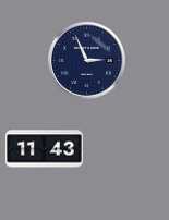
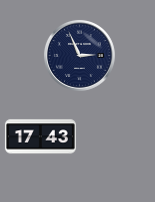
clock at (44, 149): 11:43 -> 17:43
